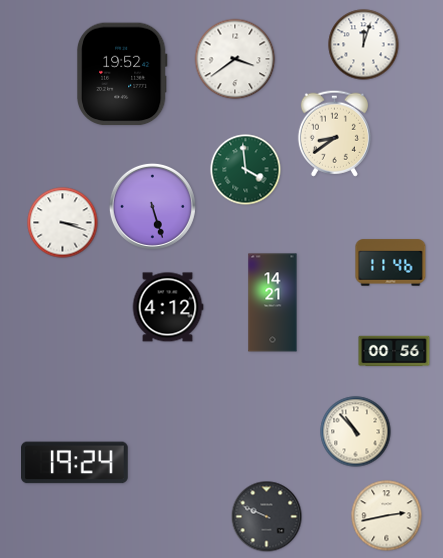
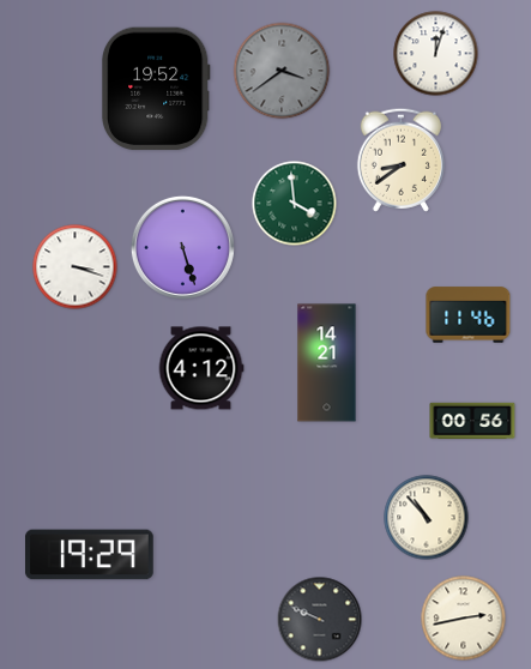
clock at (235, 59) dial: white -> grey
clock at (122, 74) position: (122, 74) -> (156, 89)
clock at (75, 463): 19:24 -> 19:29
